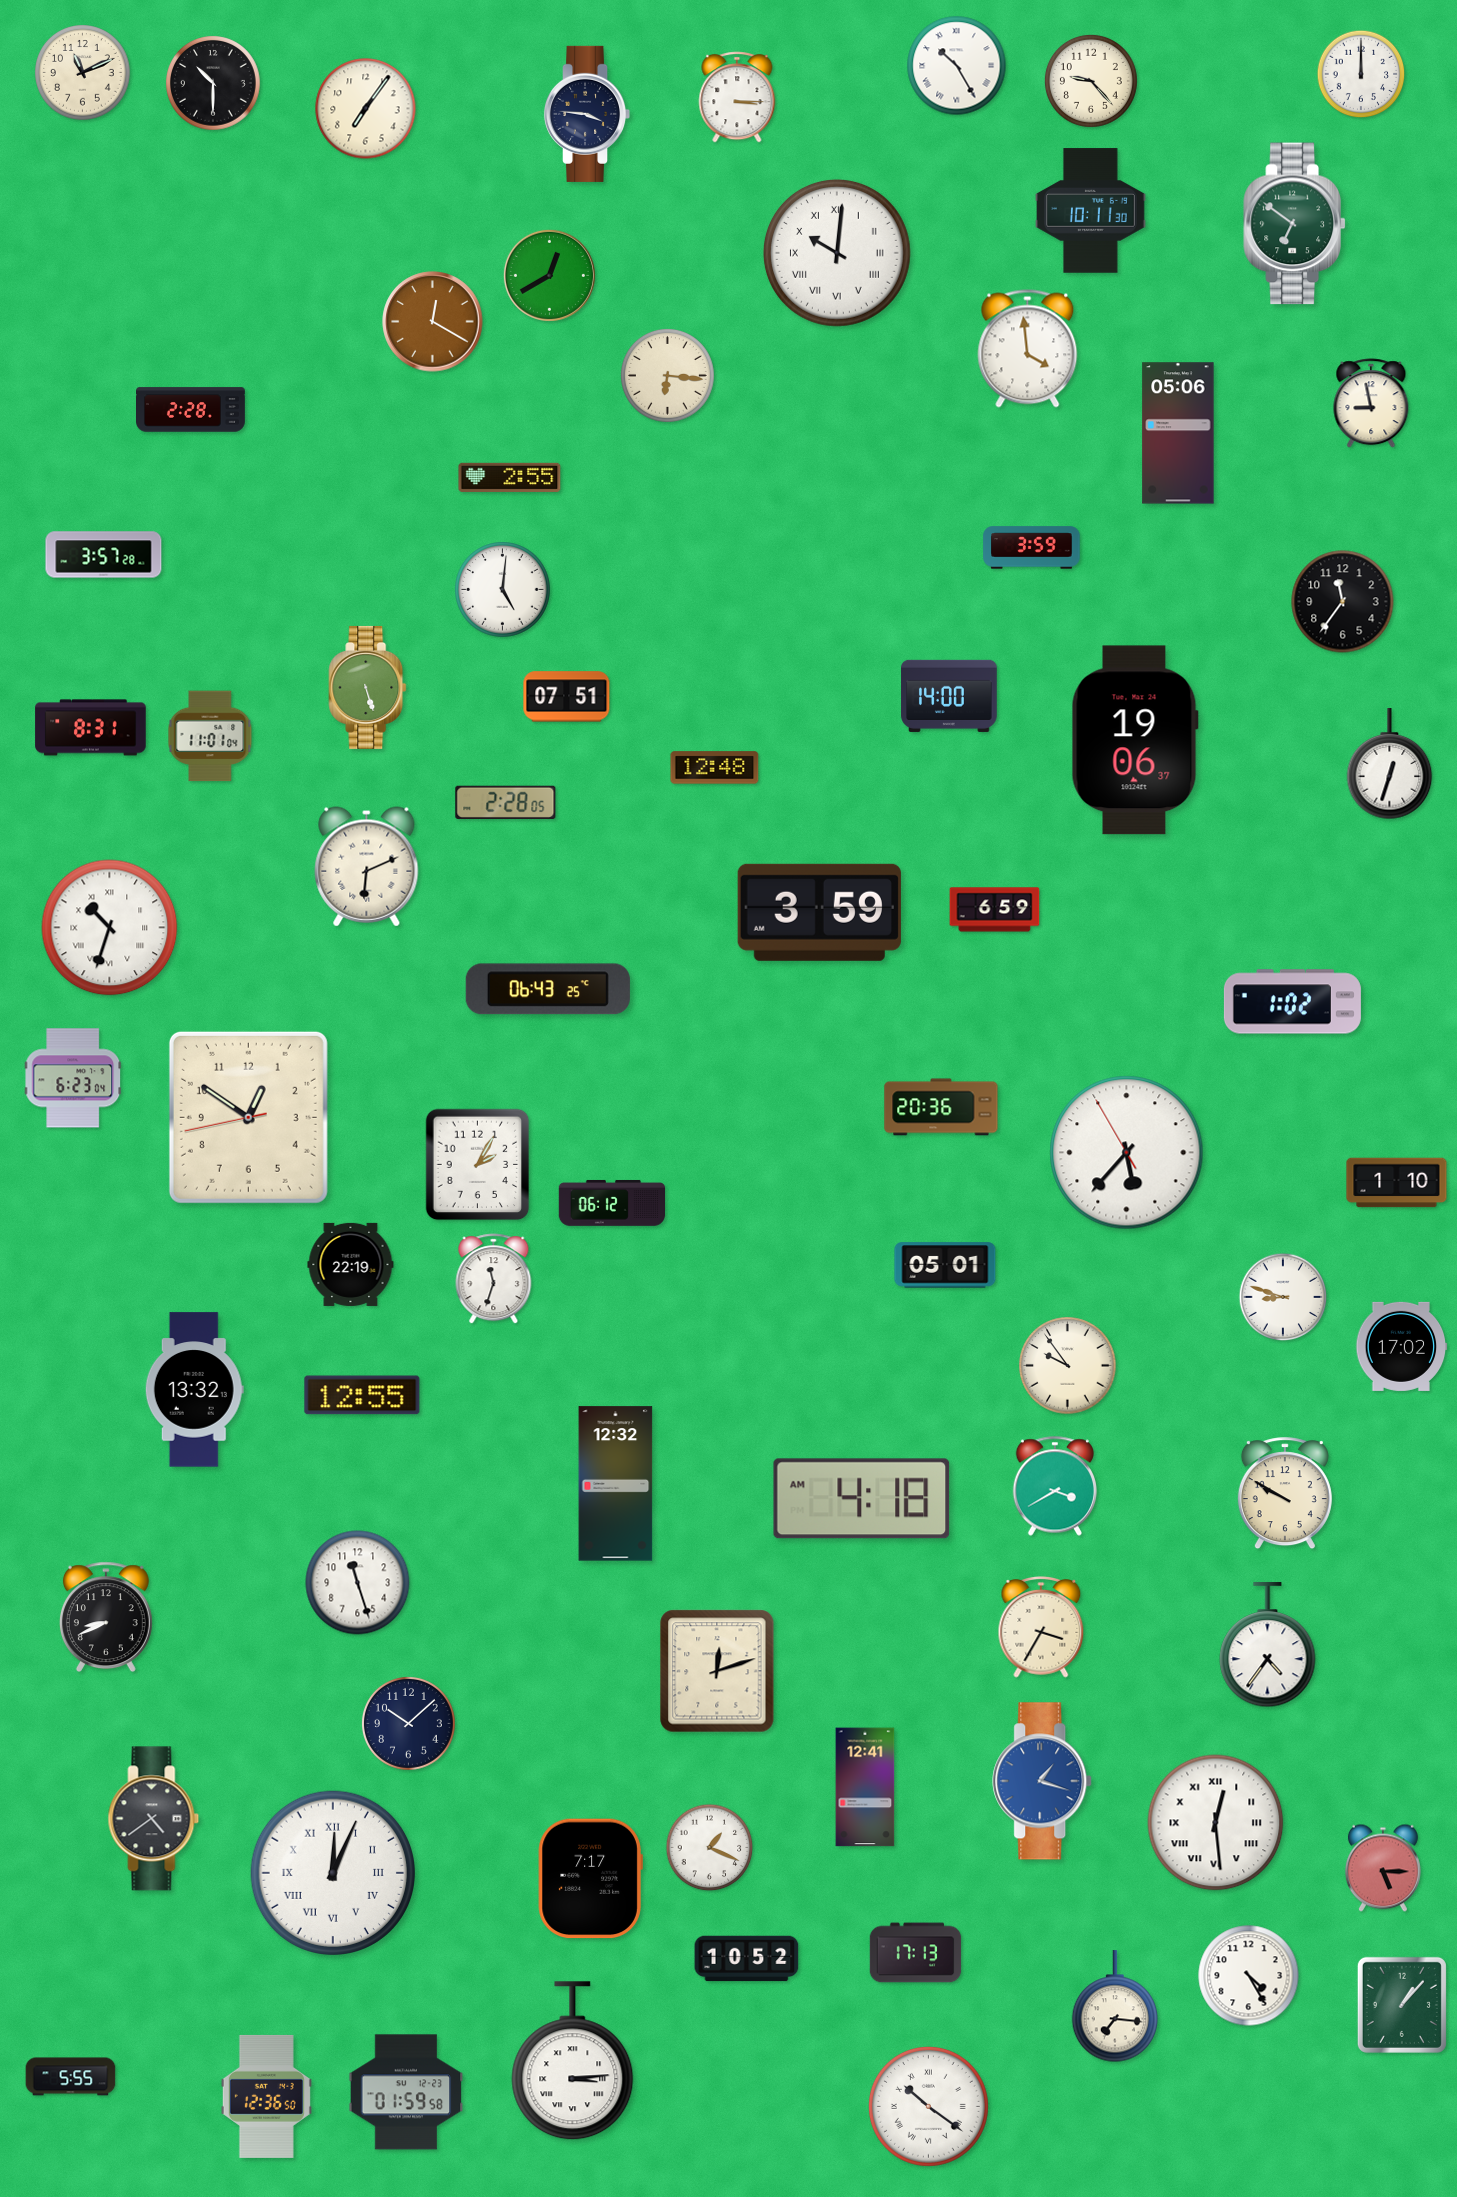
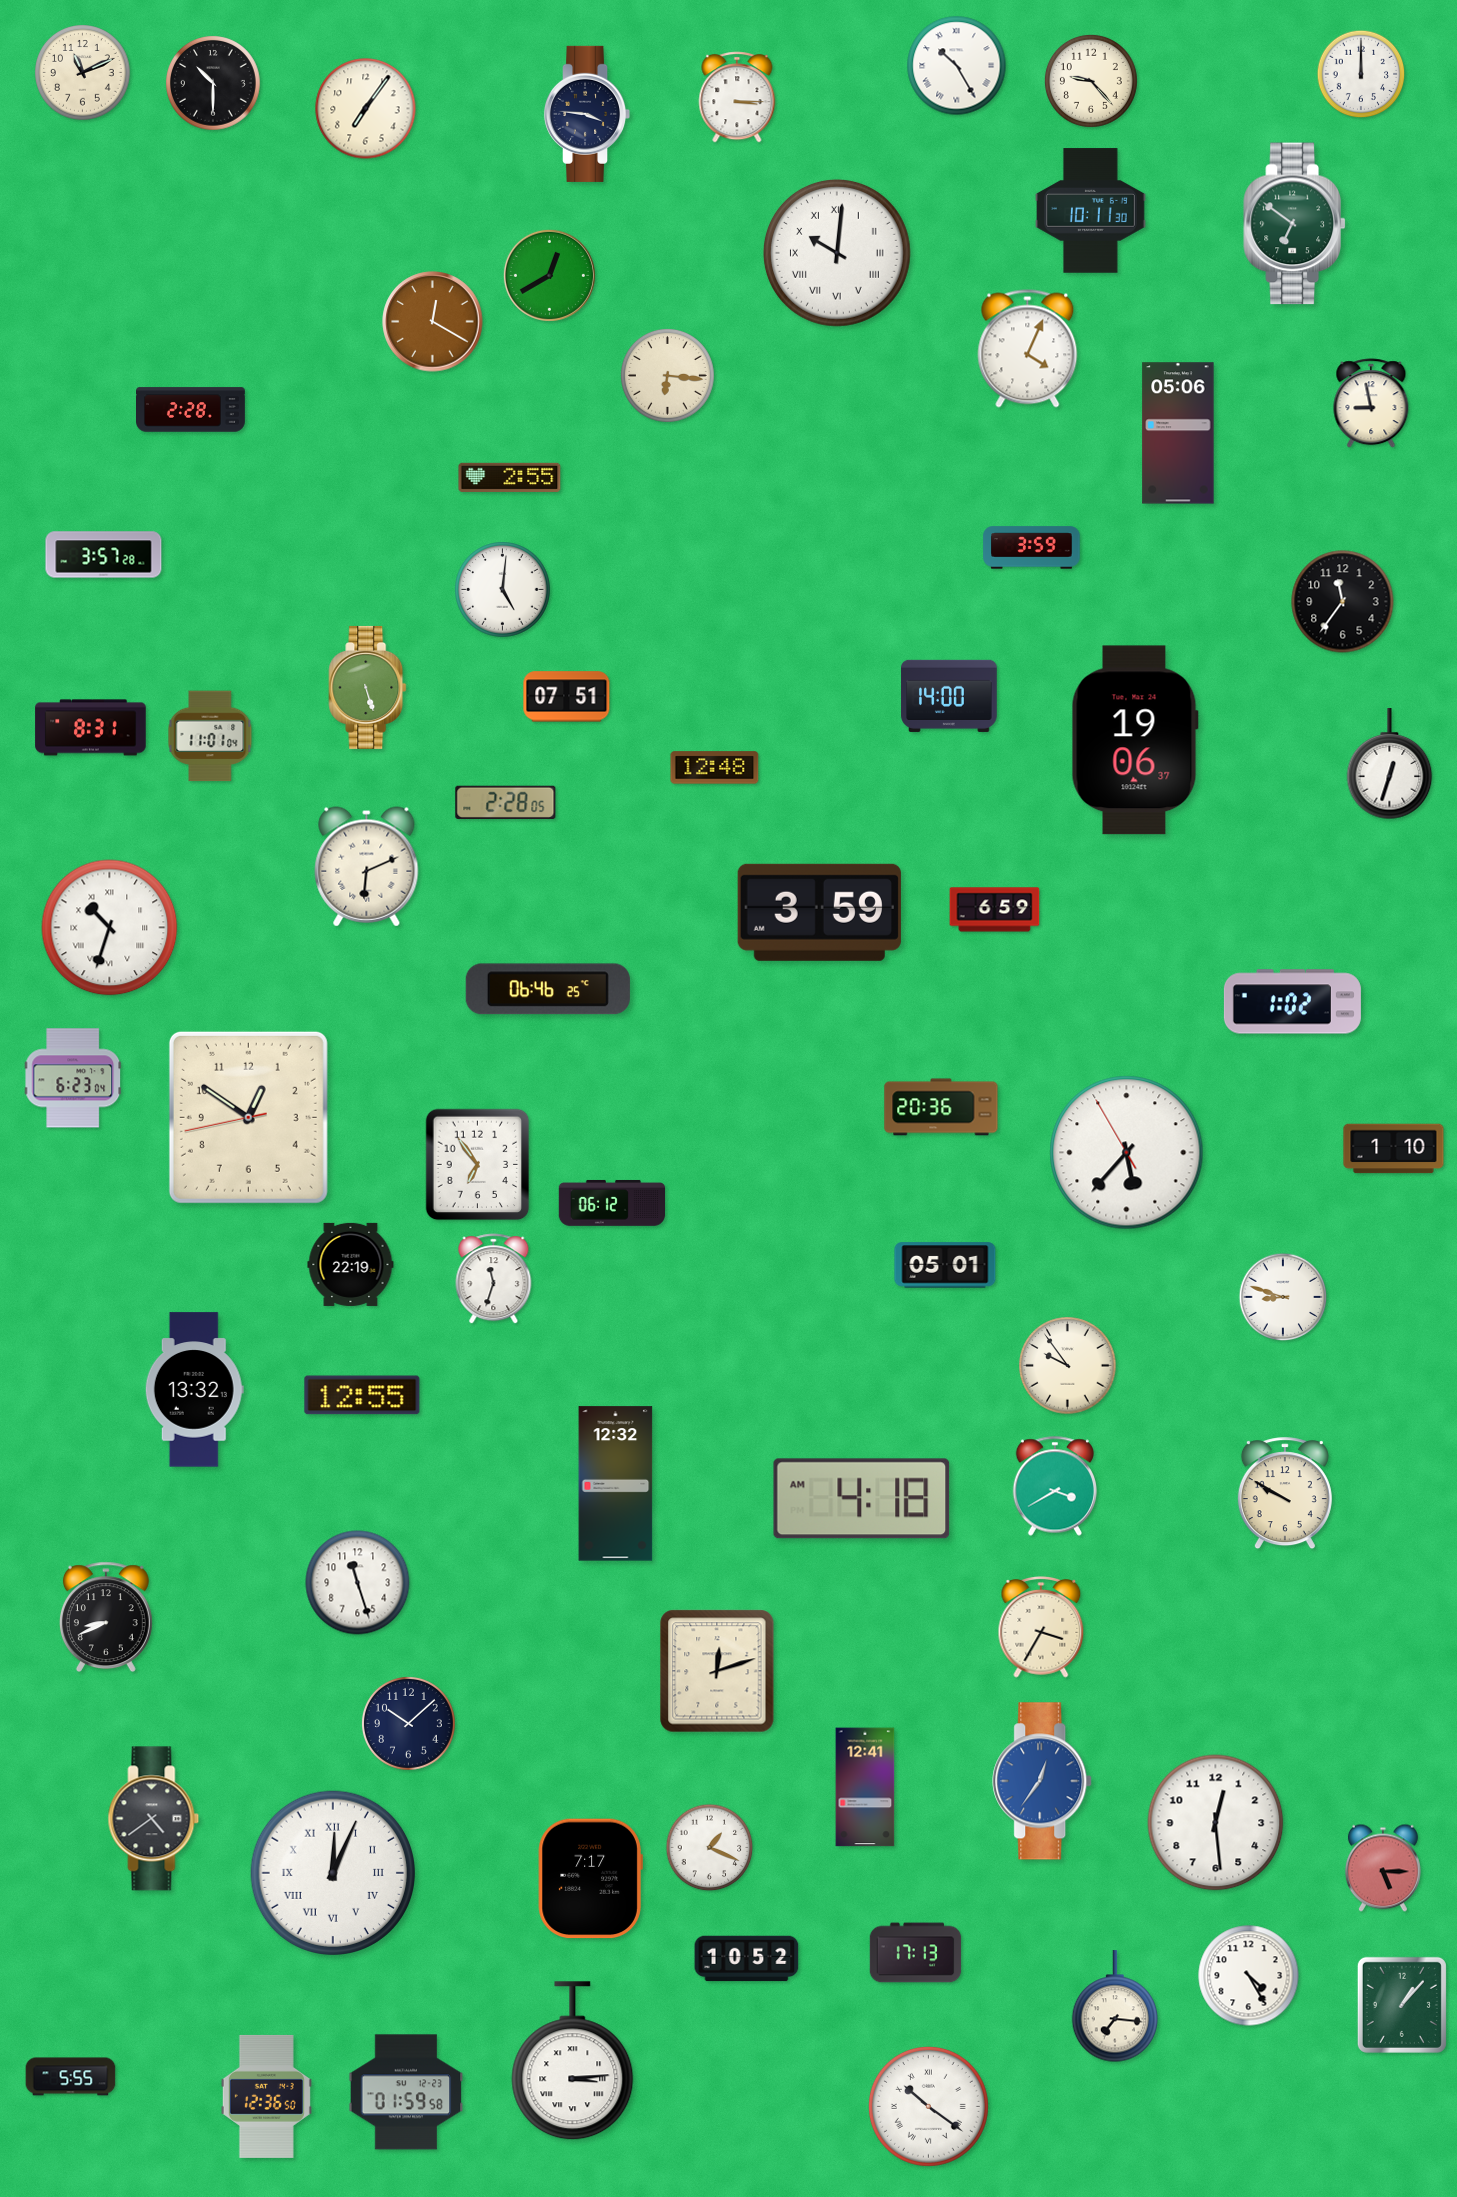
clock at (1028, 349): 3:59 -> 4:04
clock at (548, 989): 06:43 -> 06:46
clock at (478, 1165): 2:05 -> 6:54
clock at (1397, 1183) position: (1397, 1183) -> (1394, 1149)
clock at (1402, 1346): 17:02 -> none
clock at (1268, 1645): 4:36 -> none
clock at (1043, 1781): 1:18 -> 12:36
clock at (1216, 1823) numerals: Roman -> Arabic
